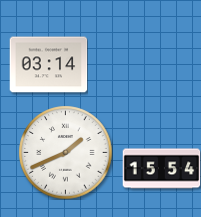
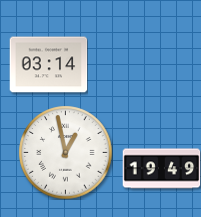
clock at (65, 152): 1:41 -> 12:58
clock at (161, 169): 15:54 -> 19:49
